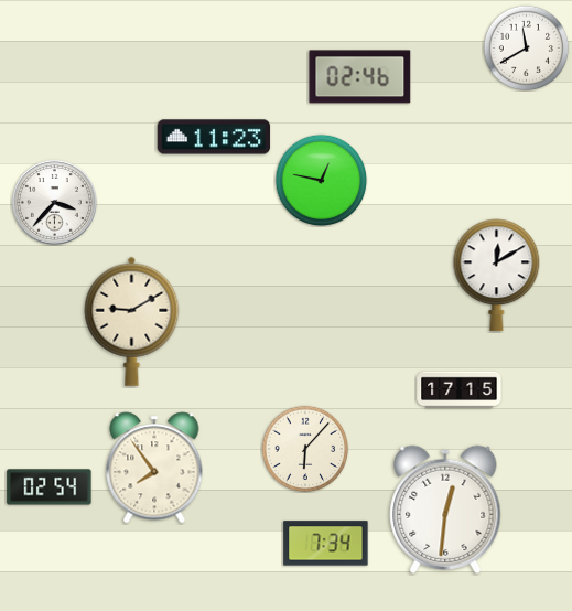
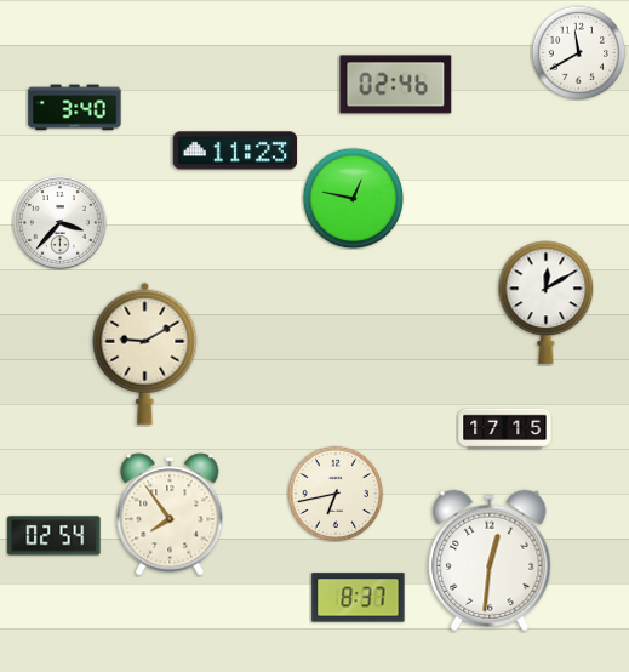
clock at (75, 108): none -> 3:40
clock at (305, 449): 6:07 -> 6:43
clock at (326, 544): 7:34 -> 8:37
